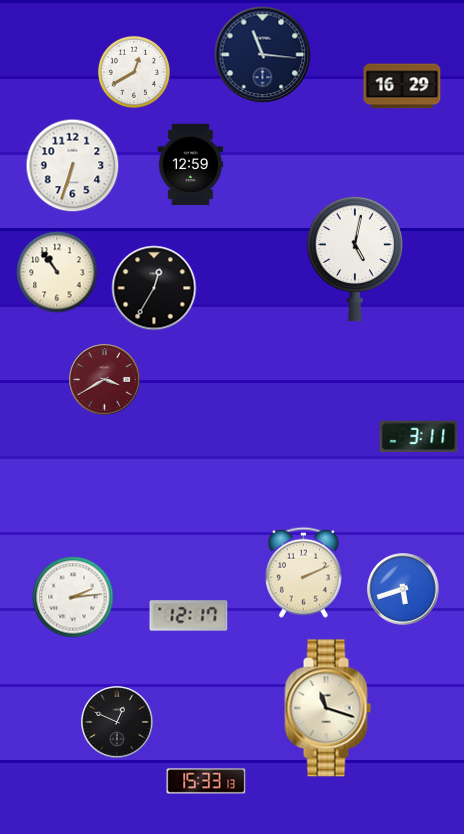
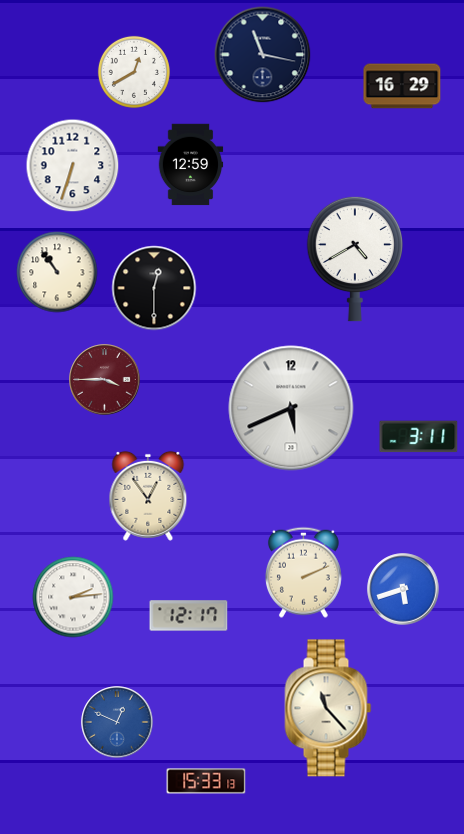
clock at (263, 55): 11:16 -> 11:17
clock at (354, 259): 5:02 -> 4:40
clock at (154, 288): 12:35 -> 12:30
clock at (105, 380): 3:40 -> 3:45
clock at (291, 408): none -> 5:41
clock at (148, 496): none -> 12:54
clock at (328, 708): 11:18 -> 11:23
clock at (117, 722) dial: black -> blue
